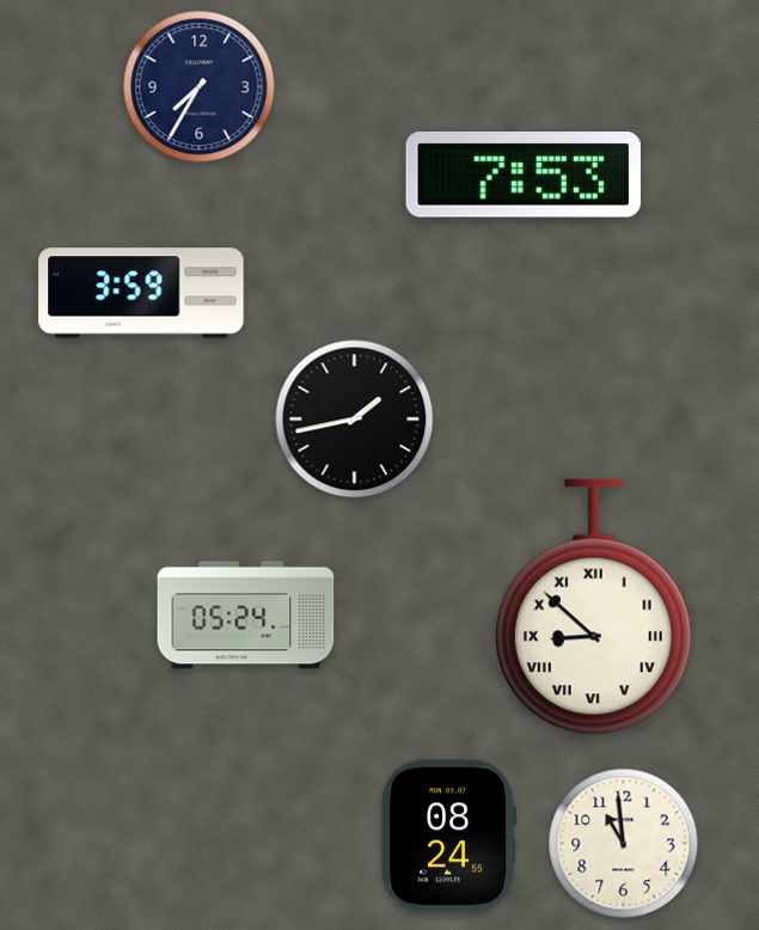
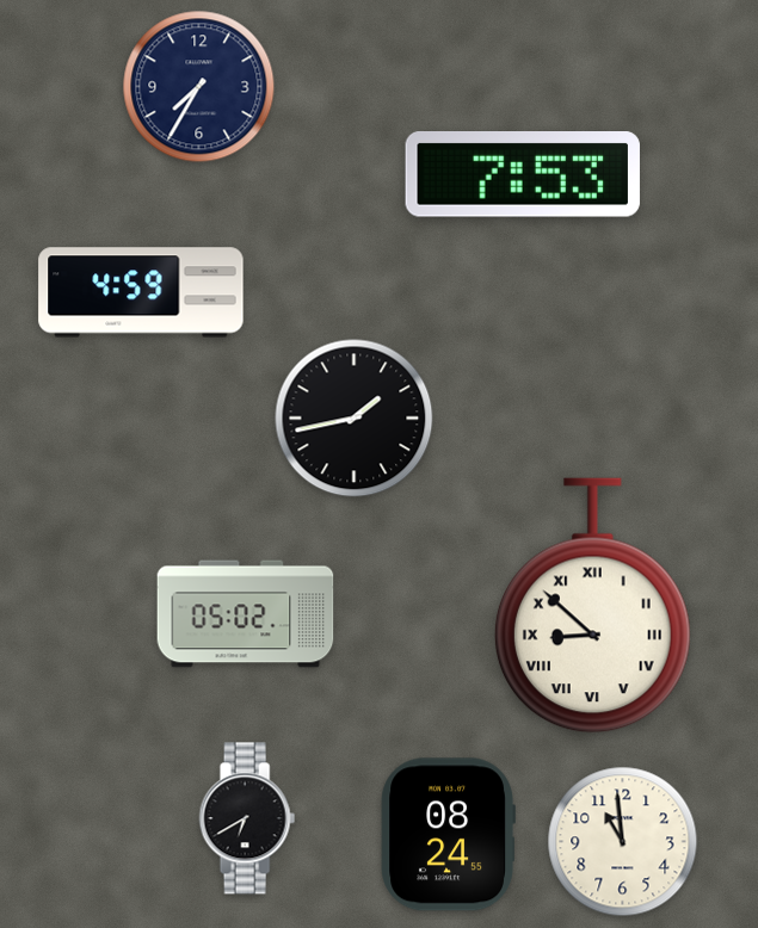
clock at (141, 293): 3:59 -> 4:59
clock at (246, 616): 05:24 -> 05:02
clock at (247, 818): none -> 6:40
